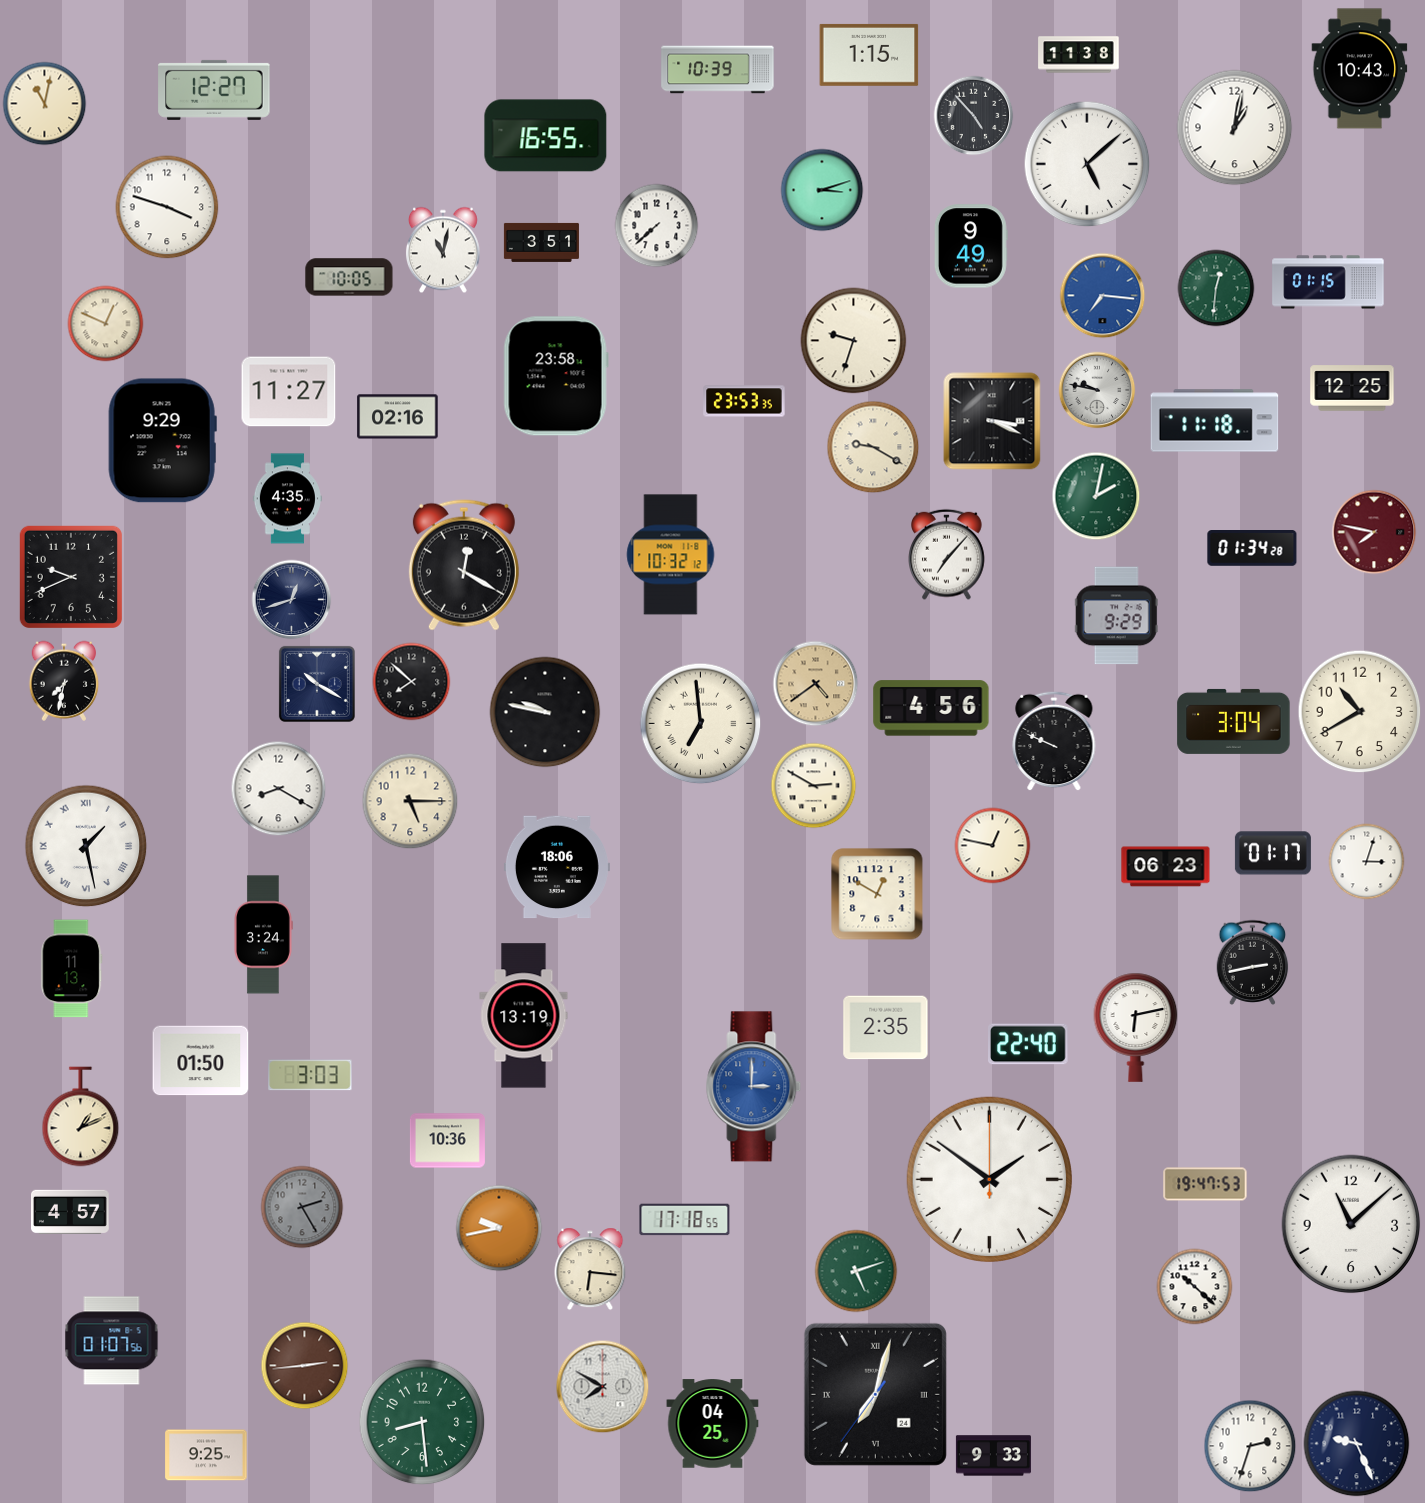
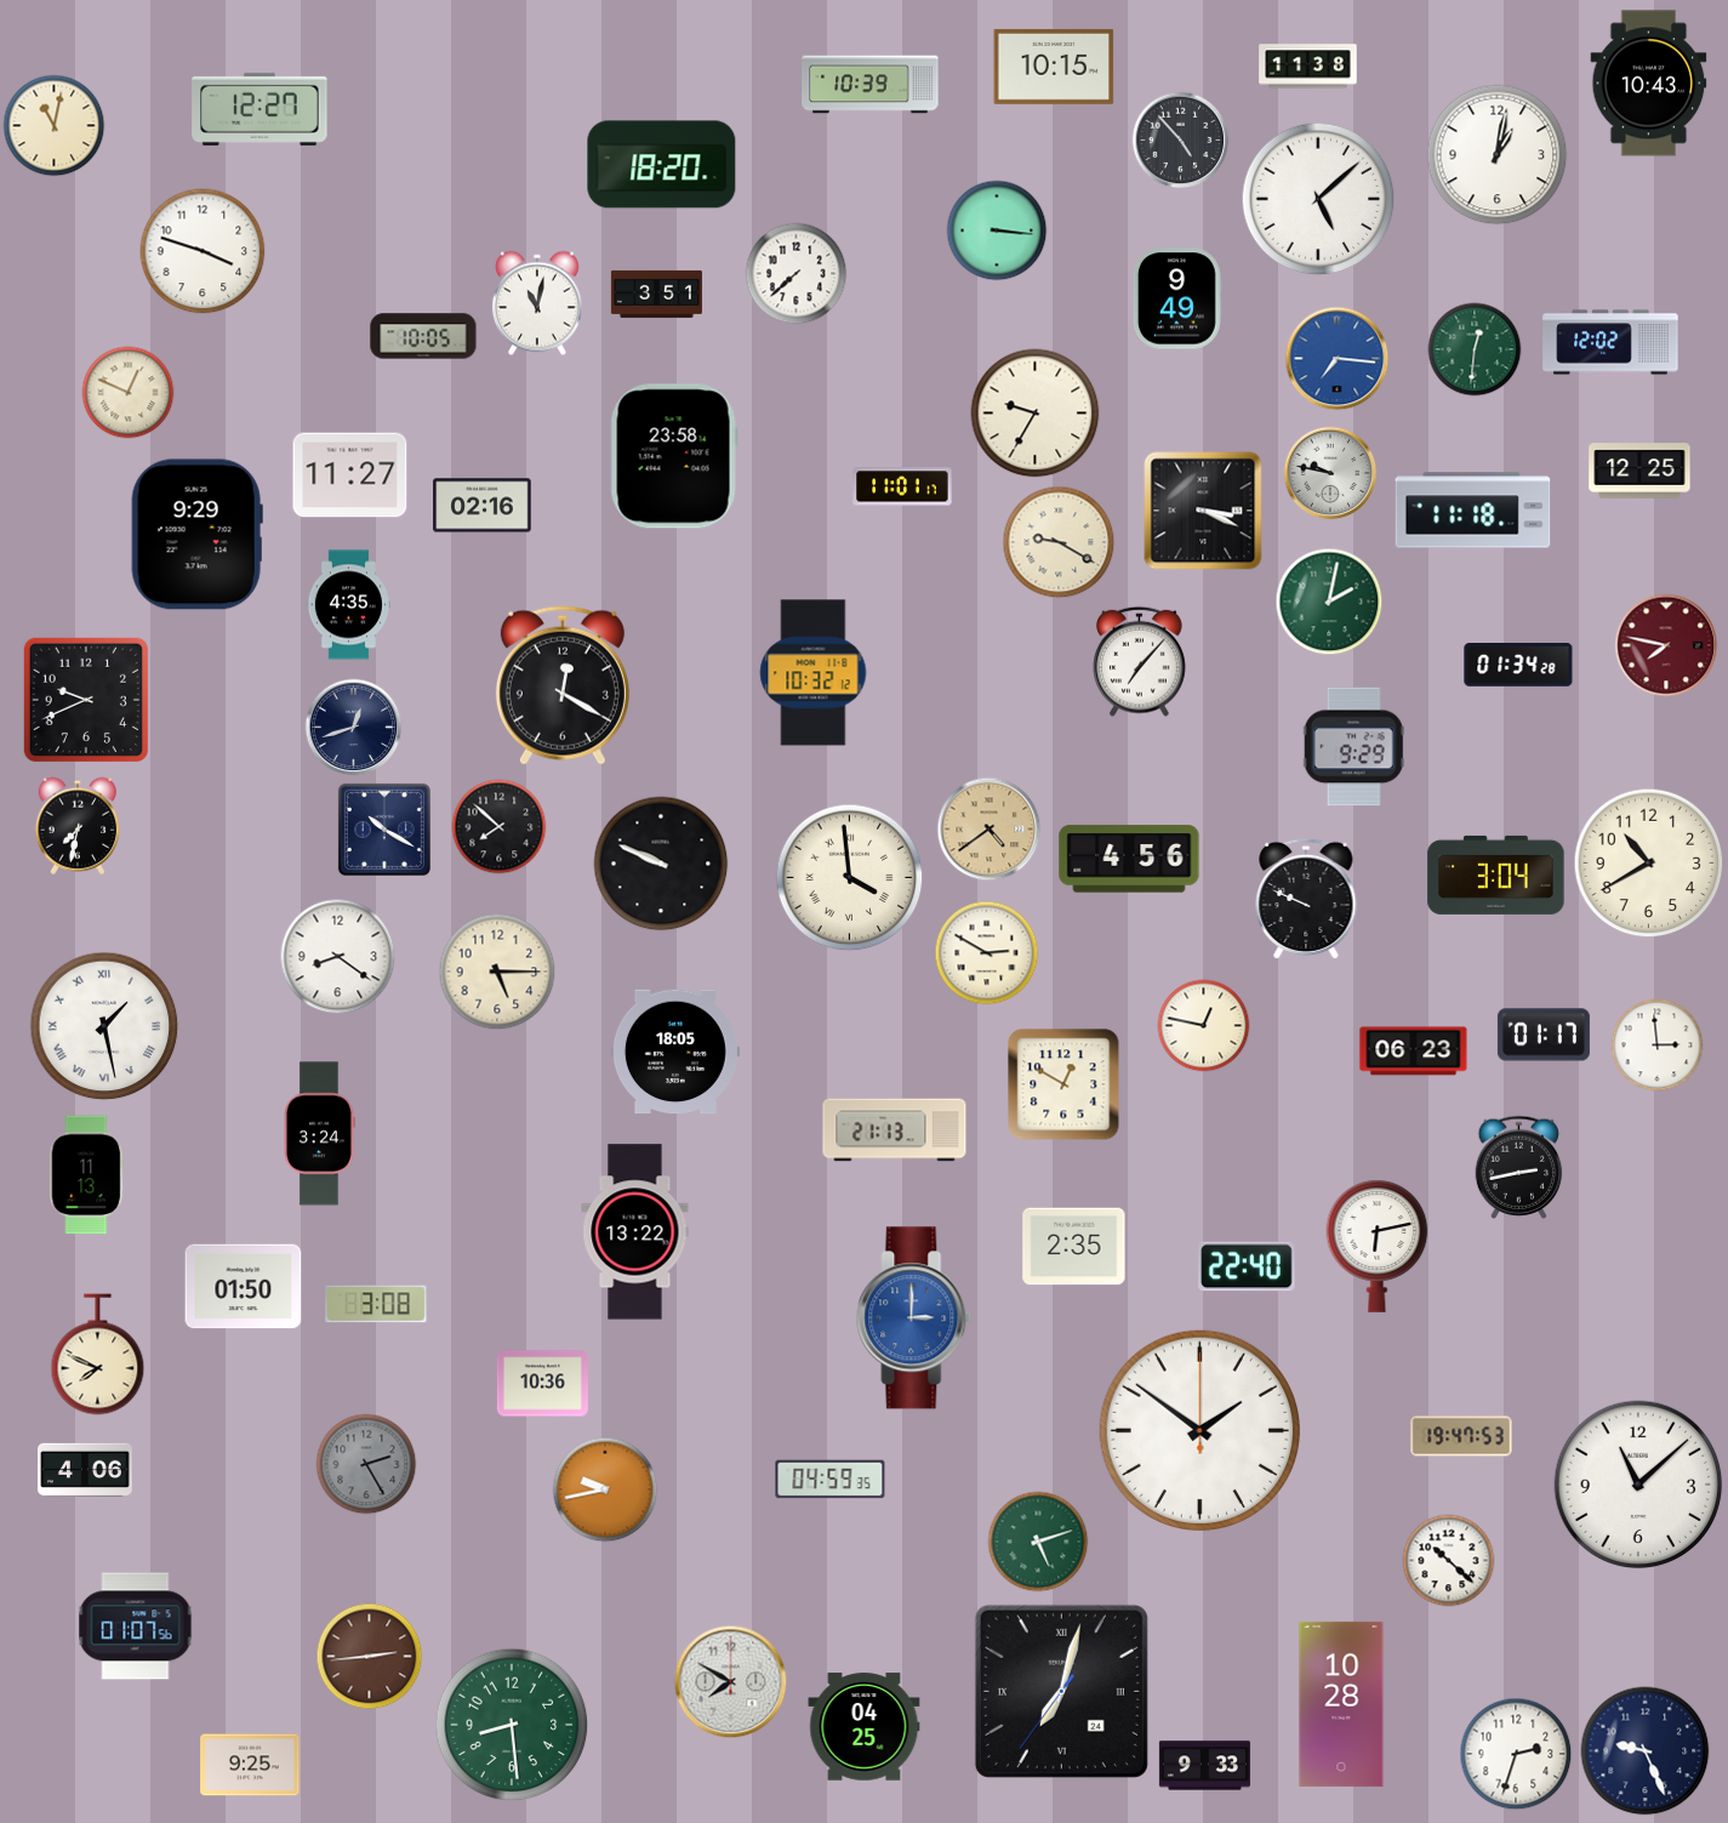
clock at (869, 55): 1:15 -> 10:15
clock at (546, 136): 16:55 -> 18:20
clock at (822, 190): 3:12 -> 3:16
clock at (1328, 282): 01:15 -> 12:02
clock at (854, 341): 9:33 -> 9:35
clock at (744, 401): 23:53 -> 11:01
clock at (947, 554) position: (947, 554) -> (1140, 661)
clock at (545, 712): 9:47 -> 9:49
clock at (701, 724): 6:59 -> 3:59
clock at (1054, 741) position: (1054, 741) -> (1306, 899)
clock at (279, 789): 8:20 -> 8:21
clock at (1367, 862): 3:03 -> 2:59
clock at (557, 867): 18:06 -> 18:05
clock at (895, 1130): none -> 21:13
clock at (524, 1016): 13:19 -> 13:22
clock at (310, 1075): 3:03 -> 3:08
clock at (81, 1117): 1:11 -> 7:49
clock at (71, 1211): 4:57 -> 4:06
clock at (685, 1220): 17:18 -> 04:59
clock at (590, 1269): 6:16 -> none
clock at (1341, 1704): none -> 10:28
